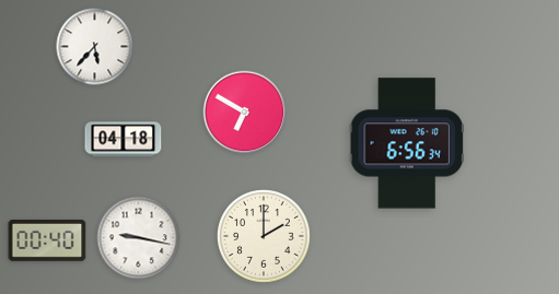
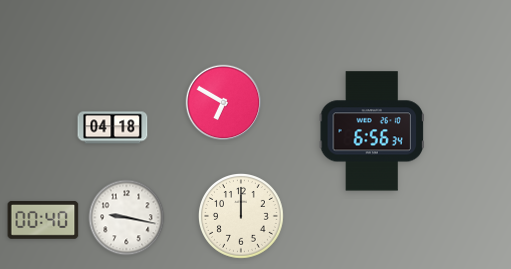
clock at (95, 47): 5:37 -> none
clock at (265, 237): 2:00 -> 12:00
